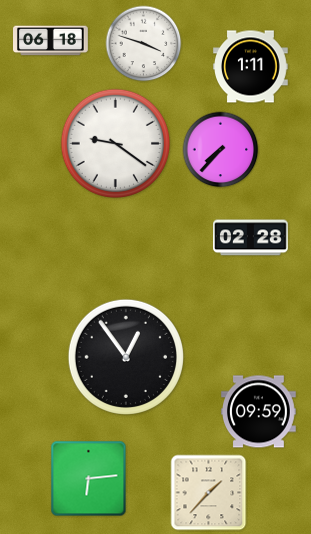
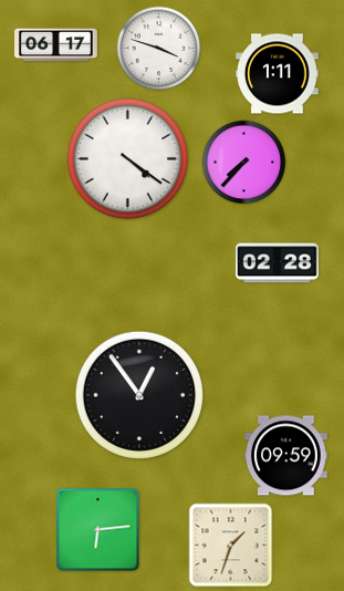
clock at (51, 41): 06:18 -> 06:17
clock at (115, 143): 9:21 -> 4:21
clock at (221, 150) position: (221, 150) -> (244, 163)
clock at (209, 493): 1:37 -> 1:33
